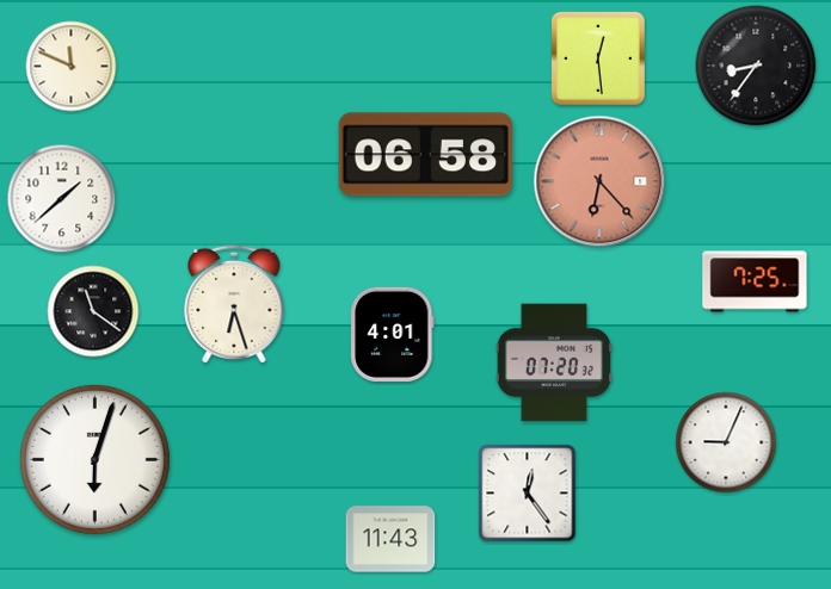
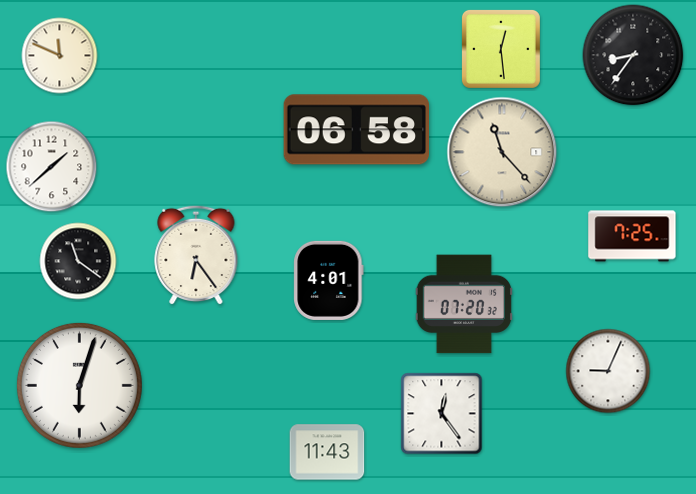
clock at (599, 181): 6:23 -> 11:23
clock at (599, 181) dial: salmon -> cream
clock at (234, 304): 6:27 -> 6:24
